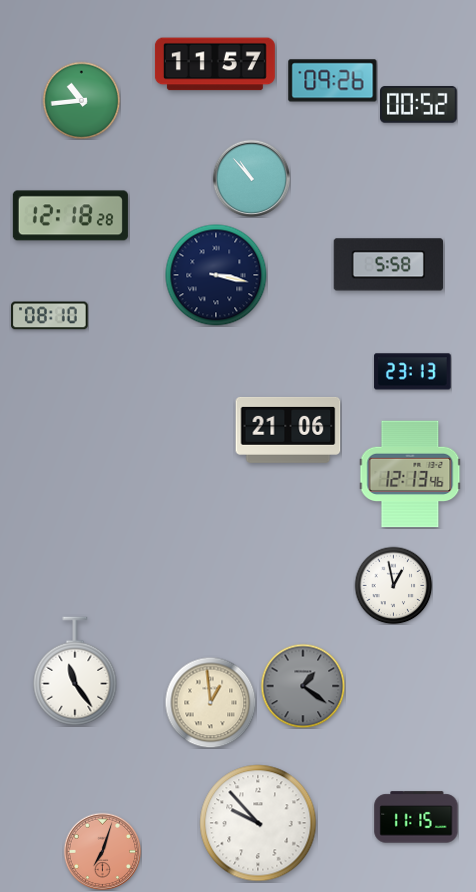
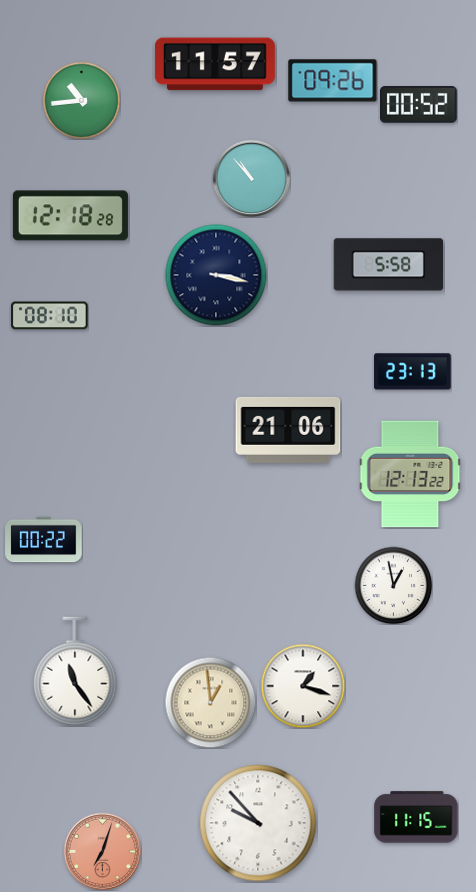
clock at (410, 474): 12:13:46 -> 12:13:22
clock at (44, 540): none -> 00:22
clock at (303, 686): 1:21 -> 1:18
clock at (303, 686) dial: grey -> white
